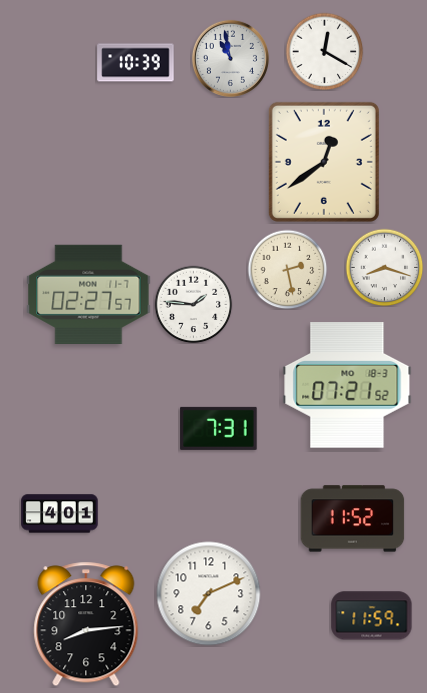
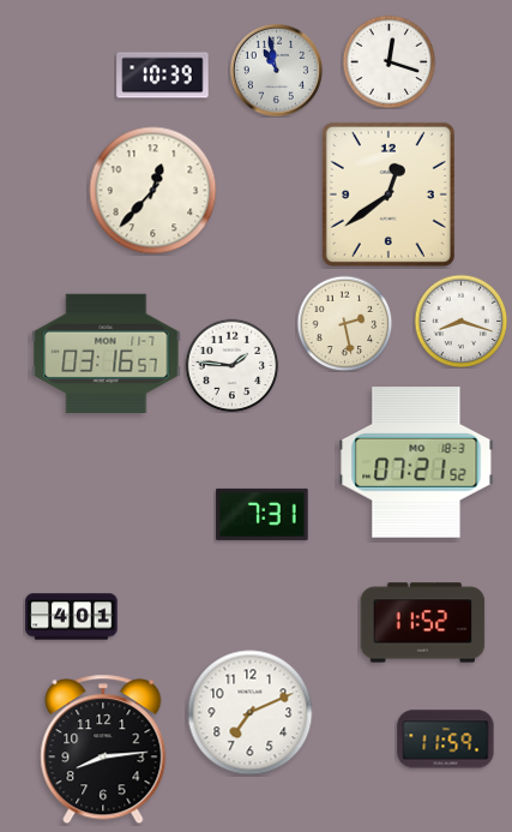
clock at (324, 51): 12:20 -> 12:18
clock at (153, 191): none -> 12:37
clock at (89, 294): 02:27 -> 03:16
